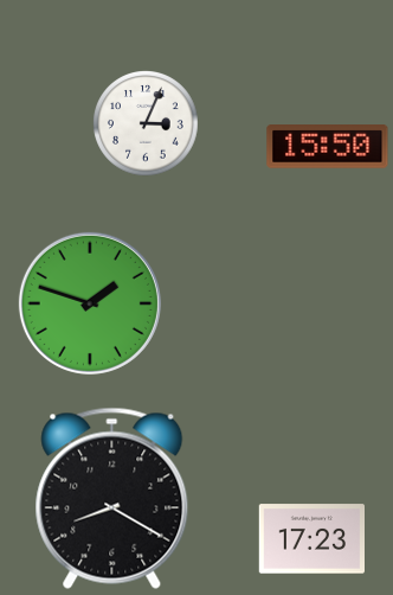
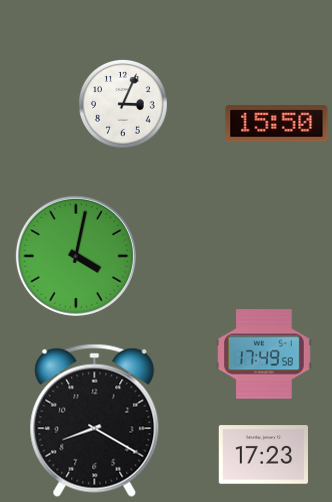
clock at (90, 303): 1:48 -> 4:02
clock at (264, 354): none -> 17:49
